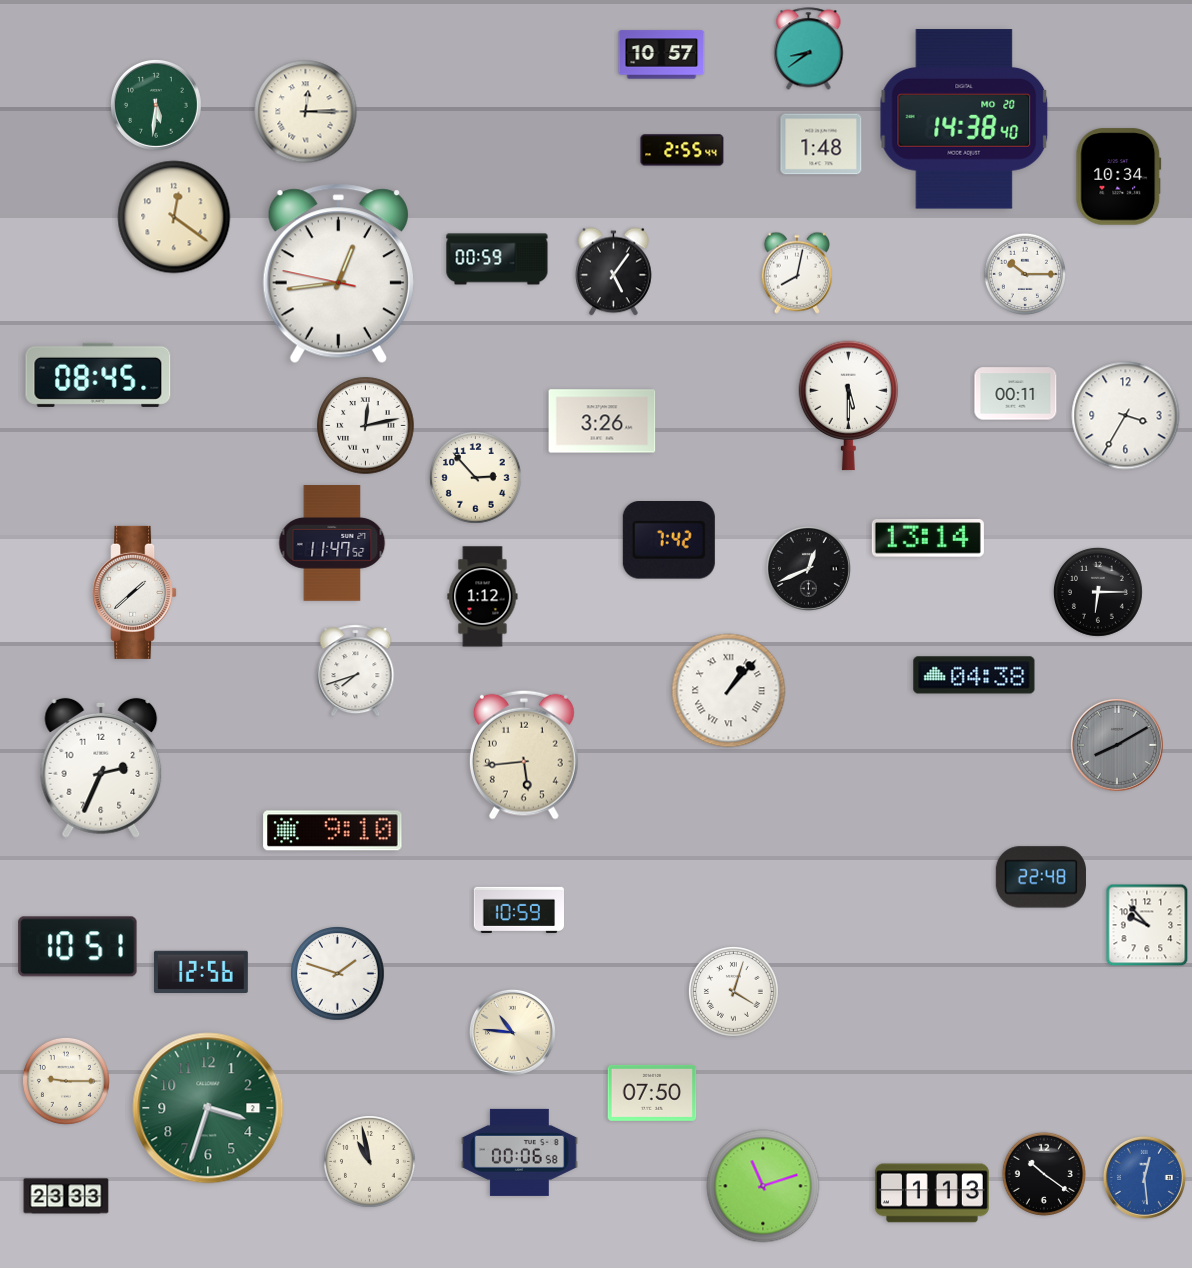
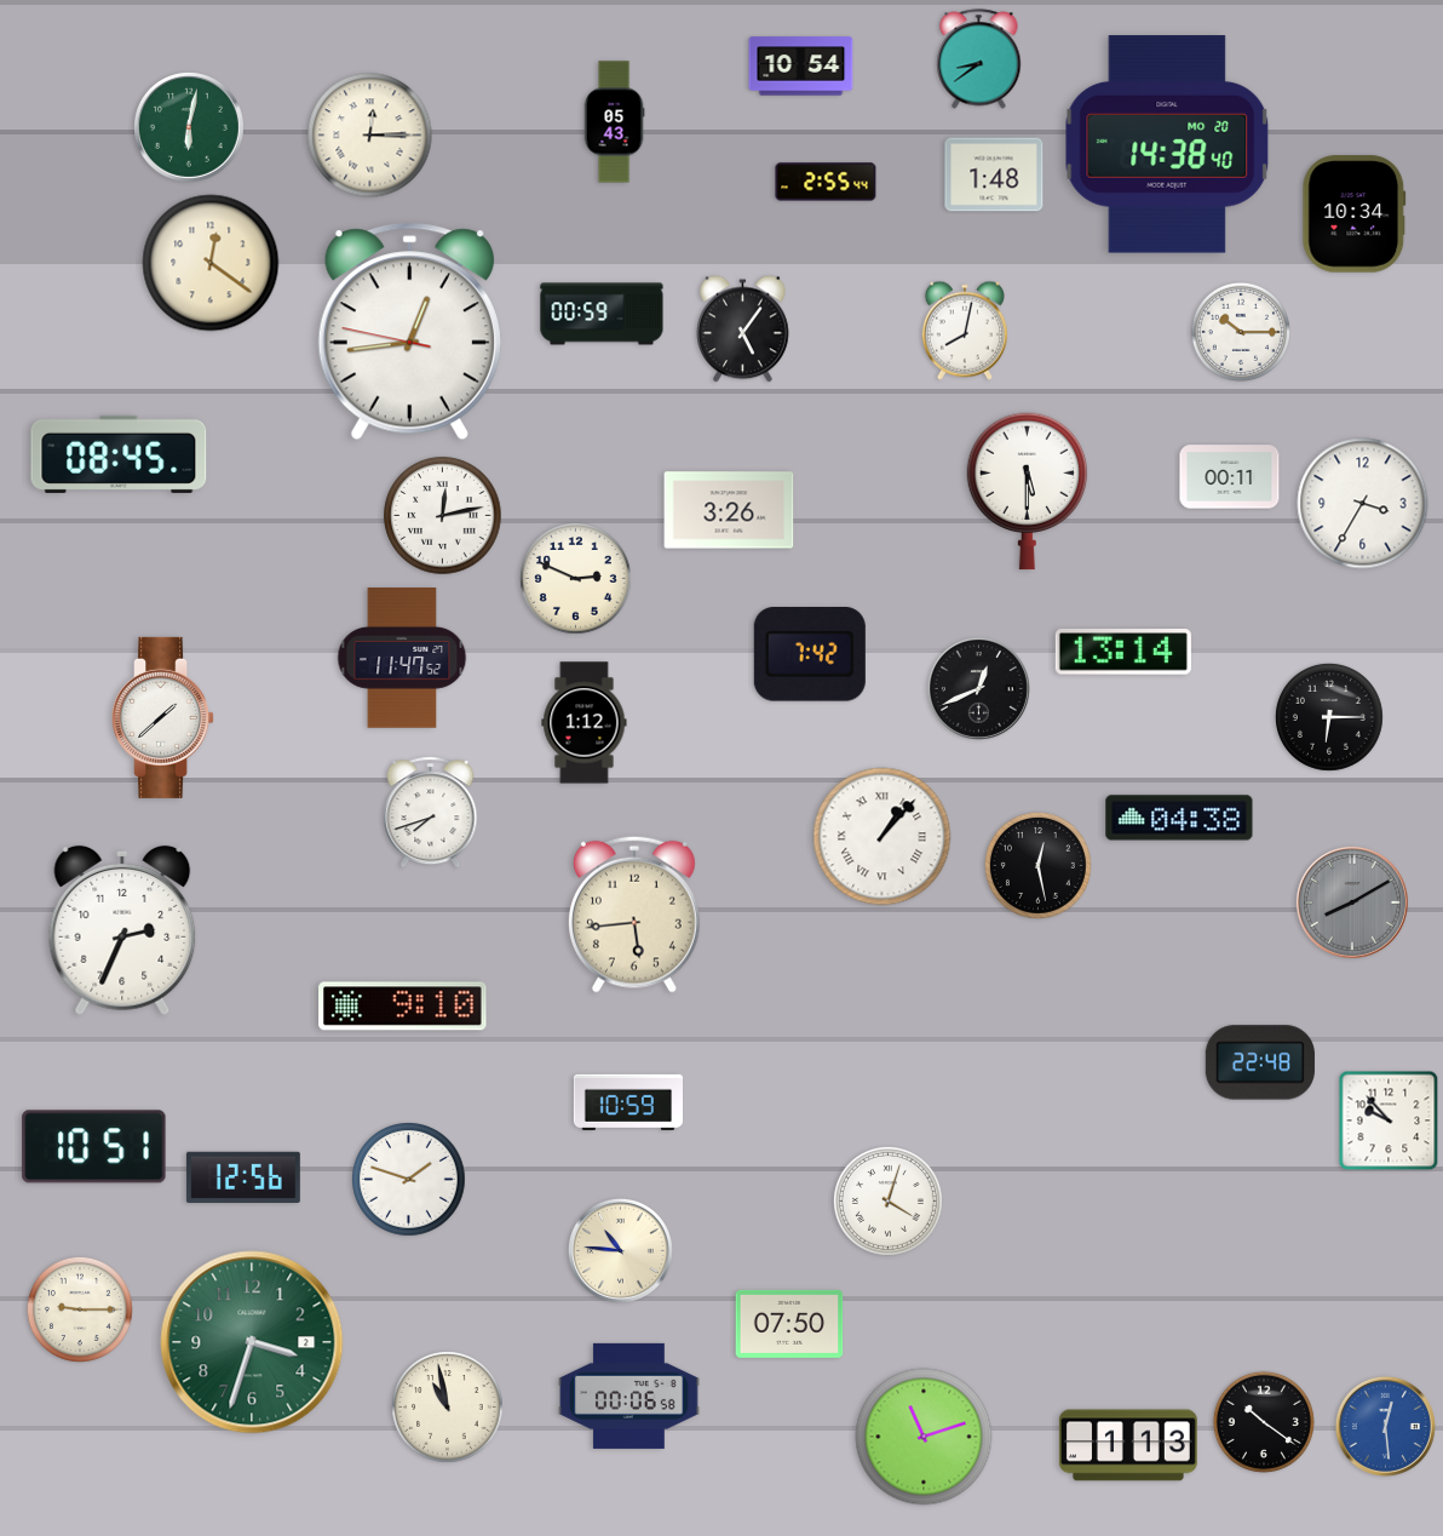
clock at (662, 55): 10:57 -> 10:54
clock at (614, 122): none -> 05:43
clock at (156, 105): 5:31 -> 6:02
clock at (476, 478): 2:53 -> 2:49
clock at (1037, 865): none -> 12:28
clock at (66, 1196): 23:33 -> none
